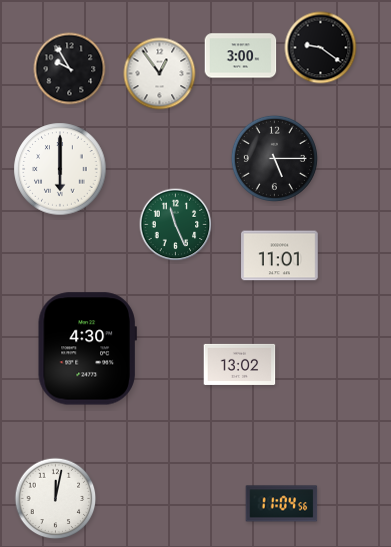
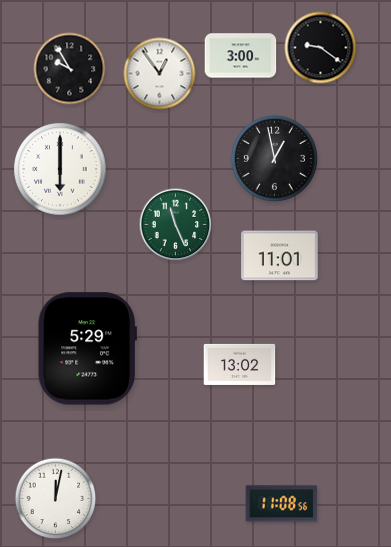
clock at (274, 158): 5:15 -> 12:58
clock at (87, 349): 4:30 -> 5:29
clock at (282, 504): 11:04 -> 11:08
